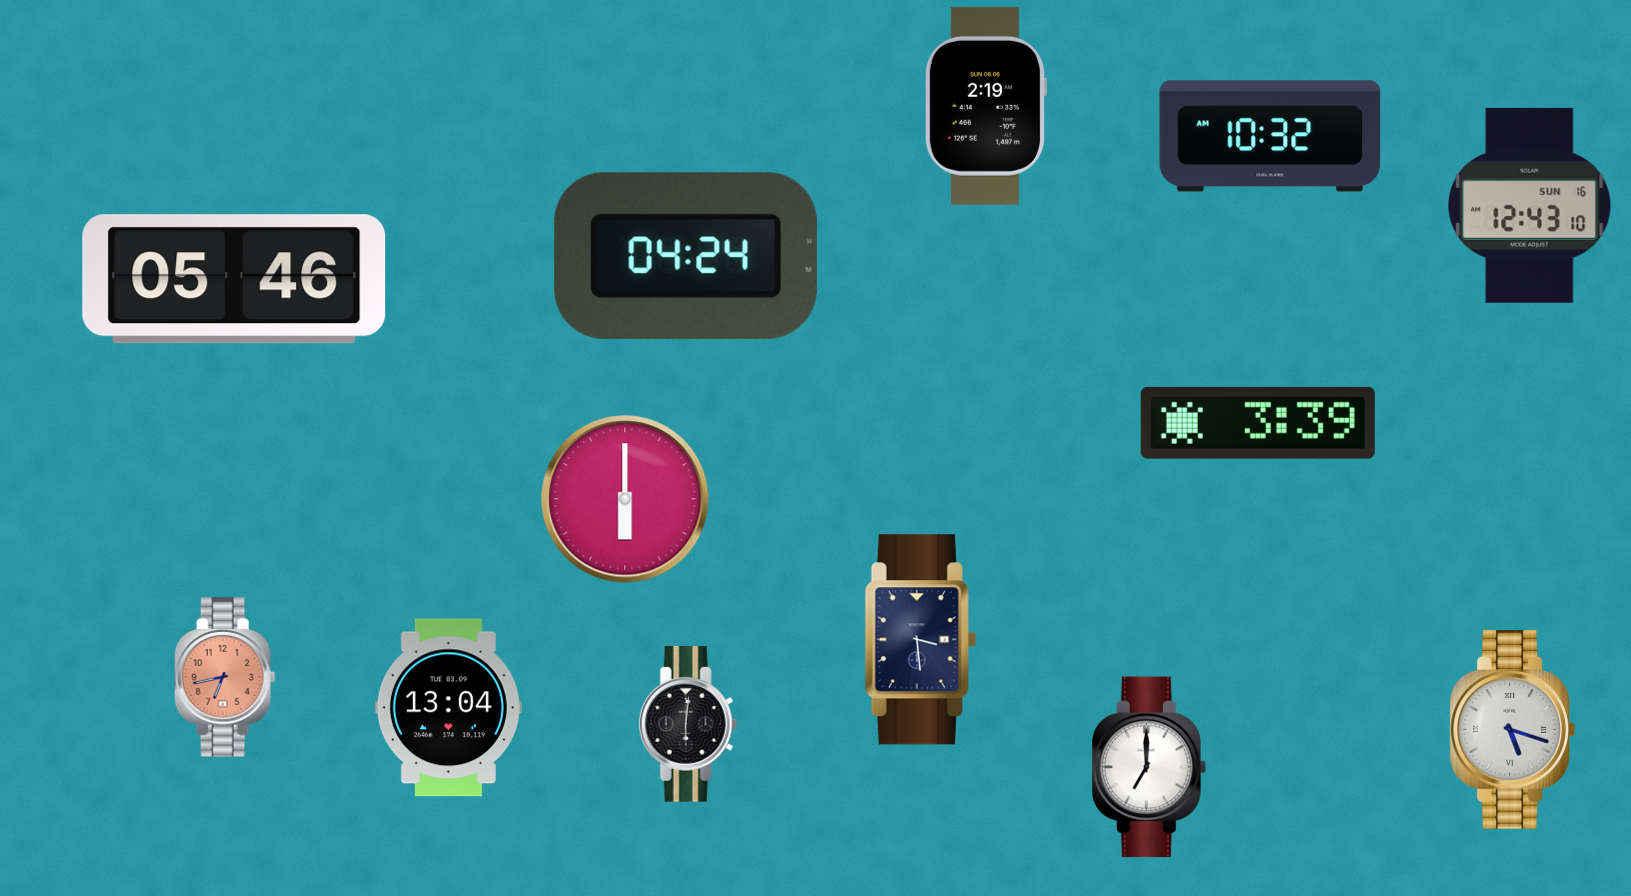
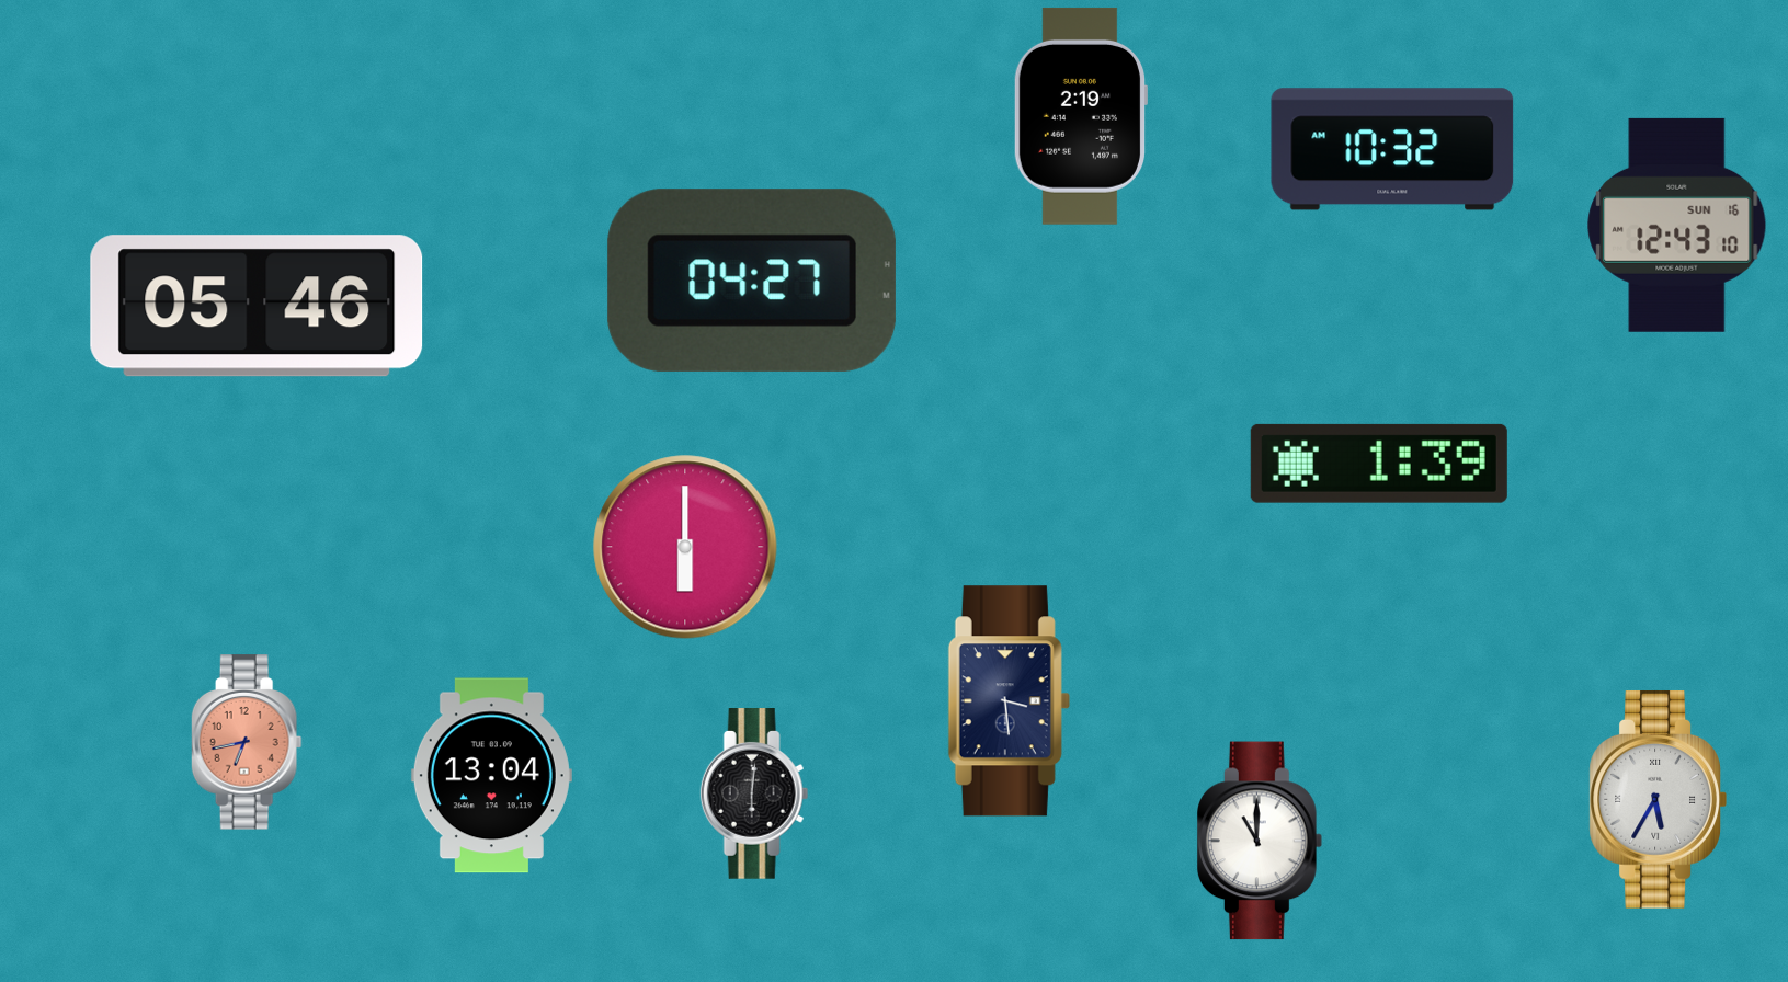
clock at (686, 256): 04:24 -> 04:27
clock at (1258, 423): 3:39 -> 1:39
clock at (1512, 729): 5:18 -> 5:35
clock at (1150, 767): 7:00 -> 11:00
